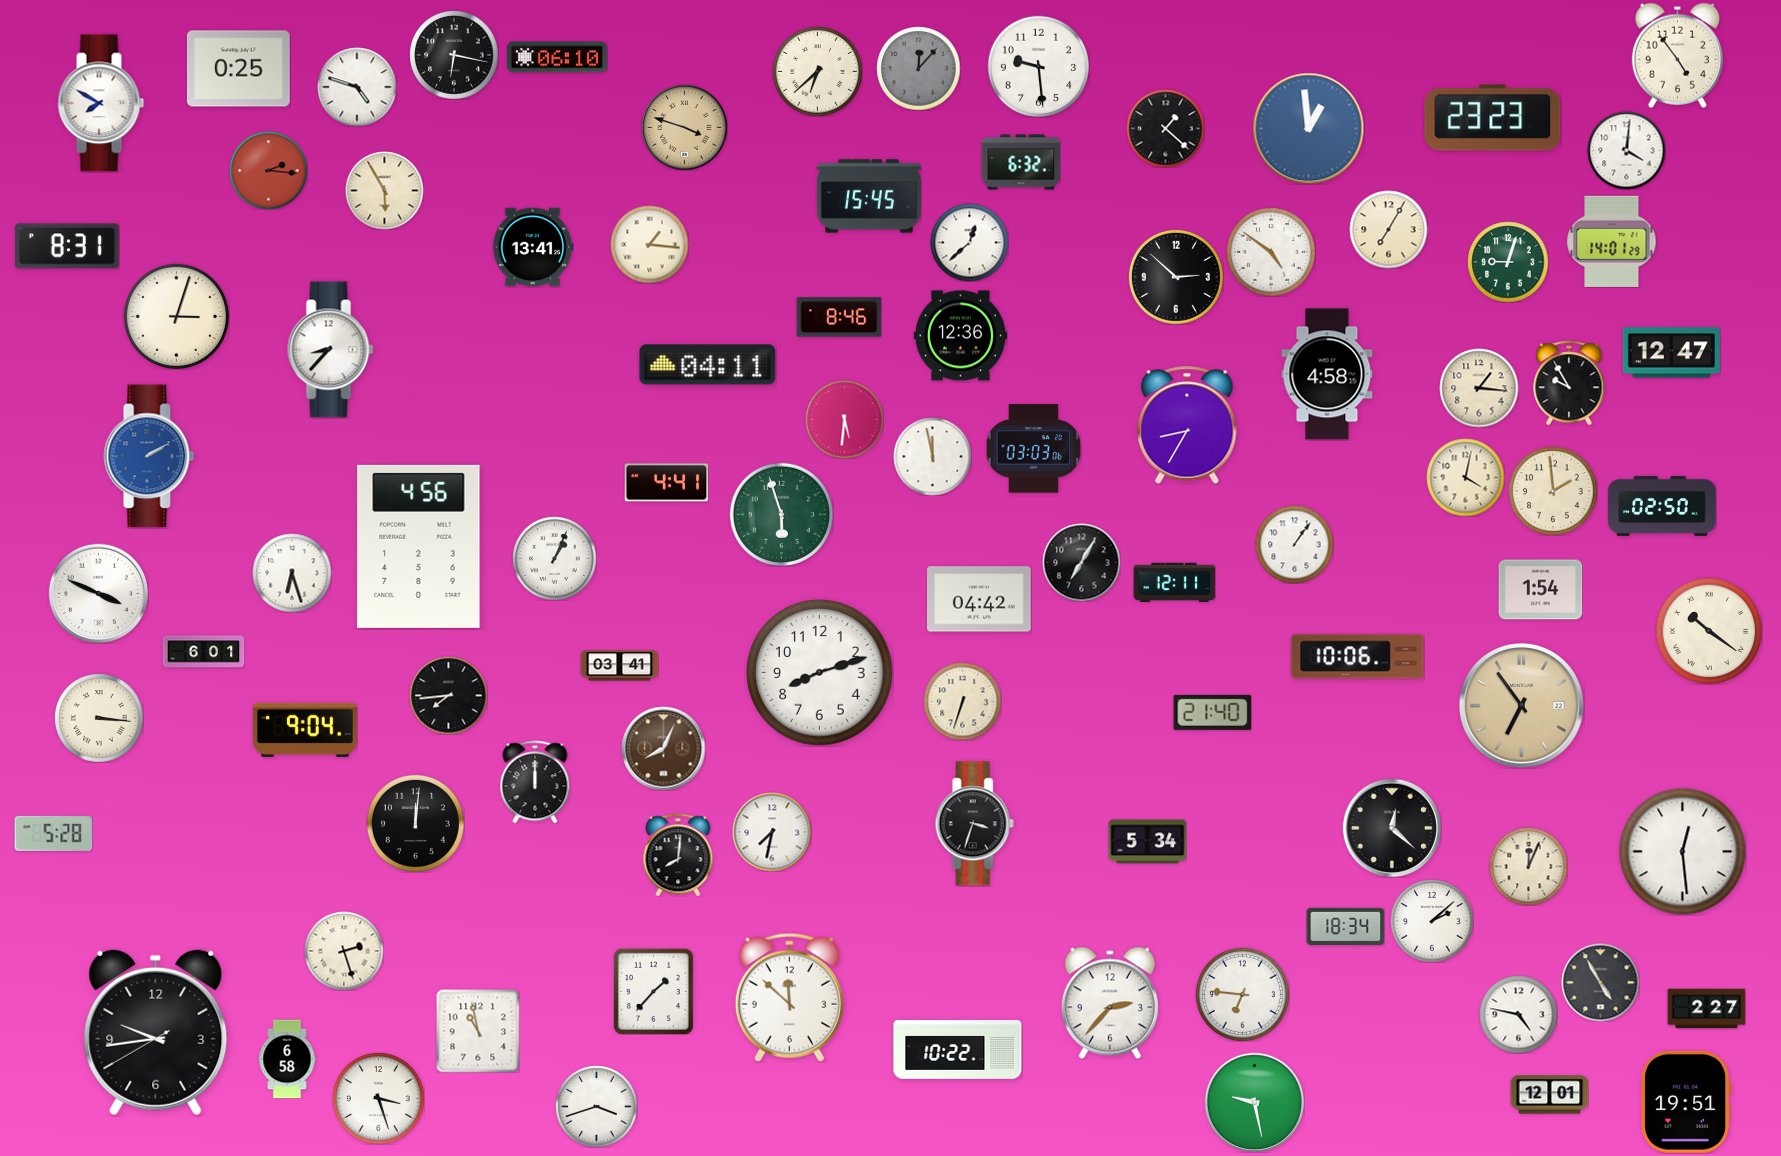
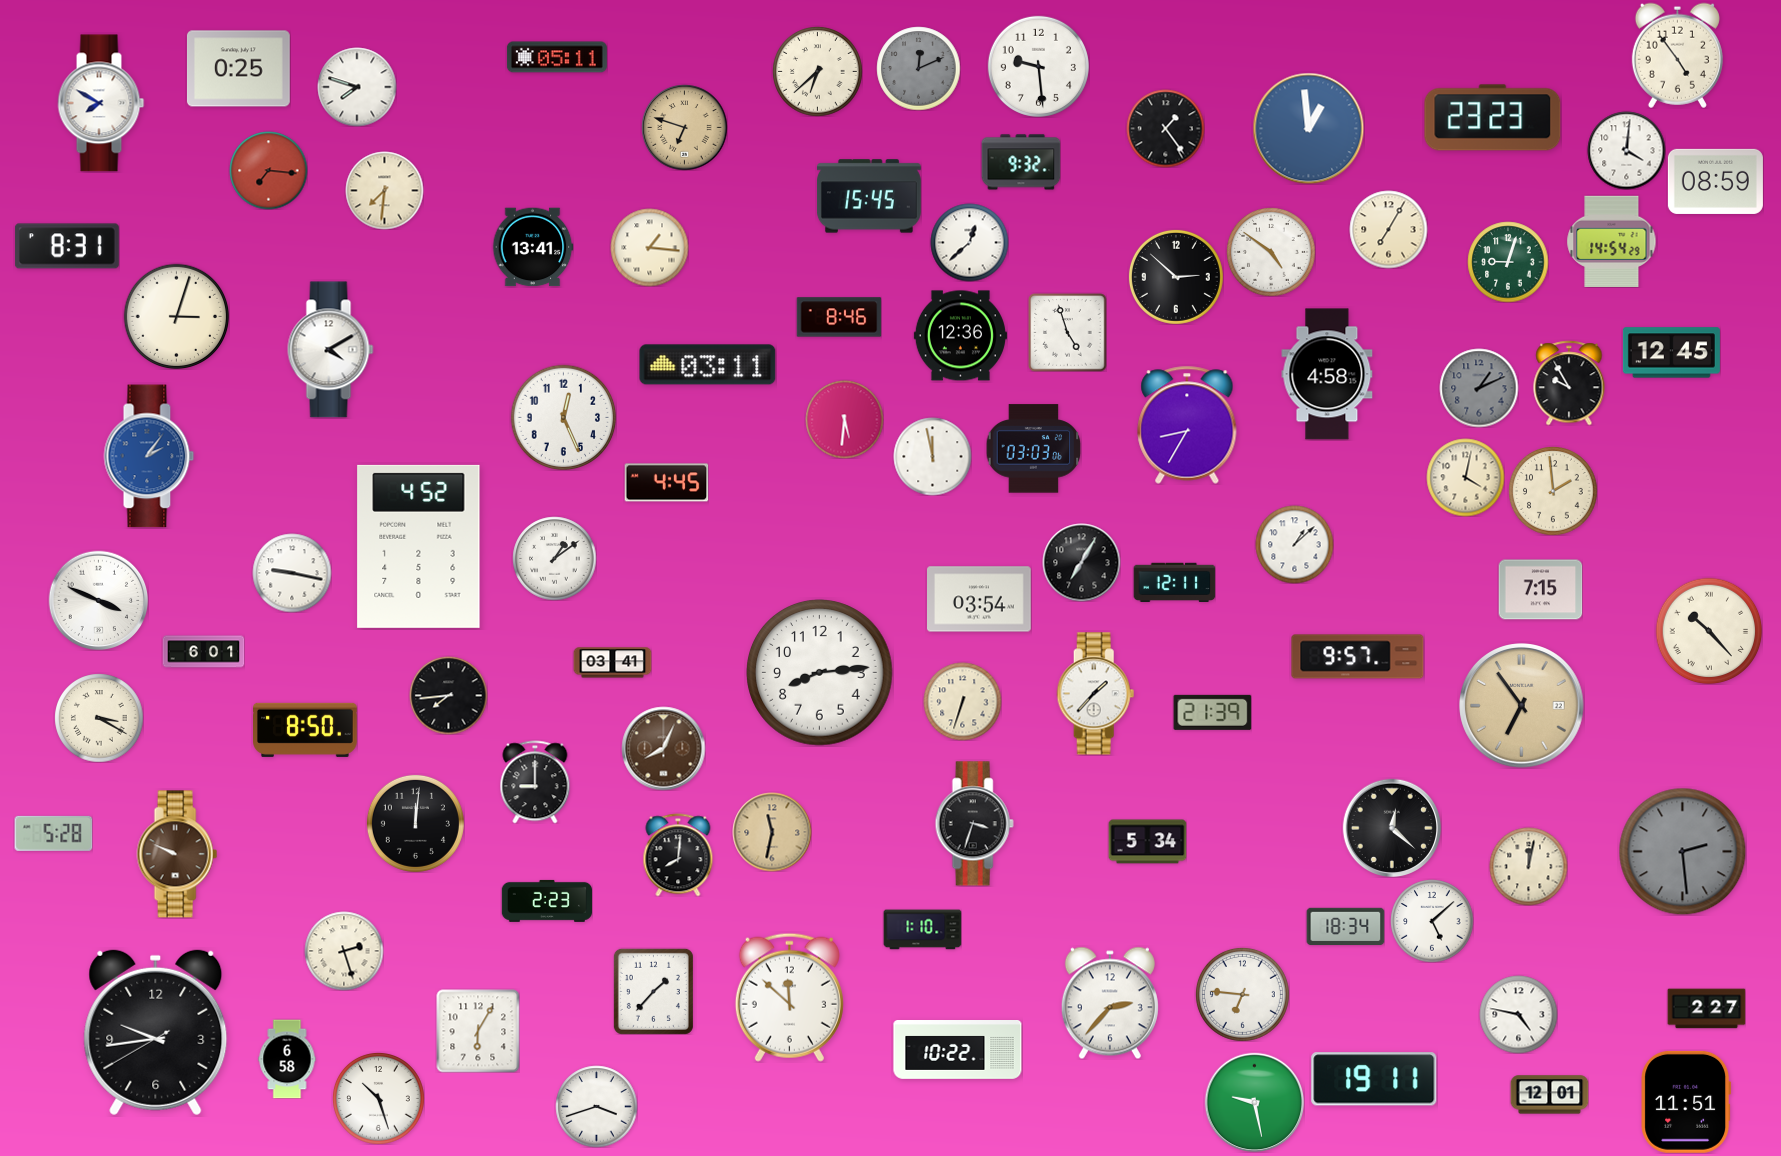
clock at (454, 55): 6:17 -> none
clock at (557, 57): 06:10 -> 05:11
clock at (918, 68): 12:07 -> 12:11
clock at (357, 87): 4:48 -> 7:48
clock at (684, 127): 3:48 -> 6:48
clock at (1165, 128): 1:22 -> 1:24
clock at (1021, 162): 6:32 -> 9:32
clock at (268, 170): 2:16 -> 7:16
clock at (1715, 181): none -> 08:59
clock at (384, 190): 5:55 -> 7:31
clock at (1612, 241): 14:01 -> 14:54
clock at (649, 244) position: (649, 244) -> (649, 247)
clock at (1067, 332): none -> 4:57
clock at (331, 350): 8:37 -> 4:10
clock at (1671, 353): 12:47 -> 12:45
clock at (708, 365): 04:11 -> 03:11
clock at (1479, 388): 1:16 -> 1:11
clock at (1479, 388) dial: cream -> grey
clock at (563, 417): none -> 12:26
clock at (149, 456): 2:10 -> 2:06
clock at (666, 483): 4:41 -> 4:45
clock at (1662, 506): 02:50 -> none
clock at (781, 514): 5:57 -> none
clock at (1294, 544): 1:06 -> 1:08
clock at (419, 546): 4:56 -> 4:52
clock at (554, 558): 1:04 -> 1:09
clock at (292, 573): 6:27 -> 9:17
clock at (1540, 590): 1:54 -> 7:15
clock at (98, 593) position: (98, 593) -> (98, 600)
clock at (980, 599): 04:42 -> 03:54
clock at (1709, 631): 10:21 -> 10:23
clock at (1358, 657): 10:06 -> 9:57
clock at (619, 666) position: (619, 666) -> (612, 663)
clock at (820, 673): 8:12 -> 8:14
clock at (1096, 694): none -> 1:37
clock at (1212, 712): 21:40 -> 21:39
clock at (99, 718): 3:16 -> 3:20
clock at (306, 730): 9:04 -> 8:50
clock at (535, 782): 12:00 -> 9:00
clock at (772, 832): 7:32 -> 11:32
clock at (772, 832) dial: white -> champagne
clock at (1682, 851): 12:29 -> 2:29
clock at (1682, 851) dial: white -> grey
clock at (177, 854): none -> 9:49
clock at (1528, 866): 12:04 -> 12:02
clock at (546, 901): none -> 2:23
clock at (1432, 921): 2:08 -> 5:08
clock at (922, 930): none -> 1:10
clock at (1600, 982): 4:55 -> none
clock at (478, 1031): 10:58 -> 6:05
clock at (1374, 1079): none -> 19:11
clock at (378, 1098): 3:27 -> 10:27
clock at (1686, 1102): 19:51 -> 11:51
